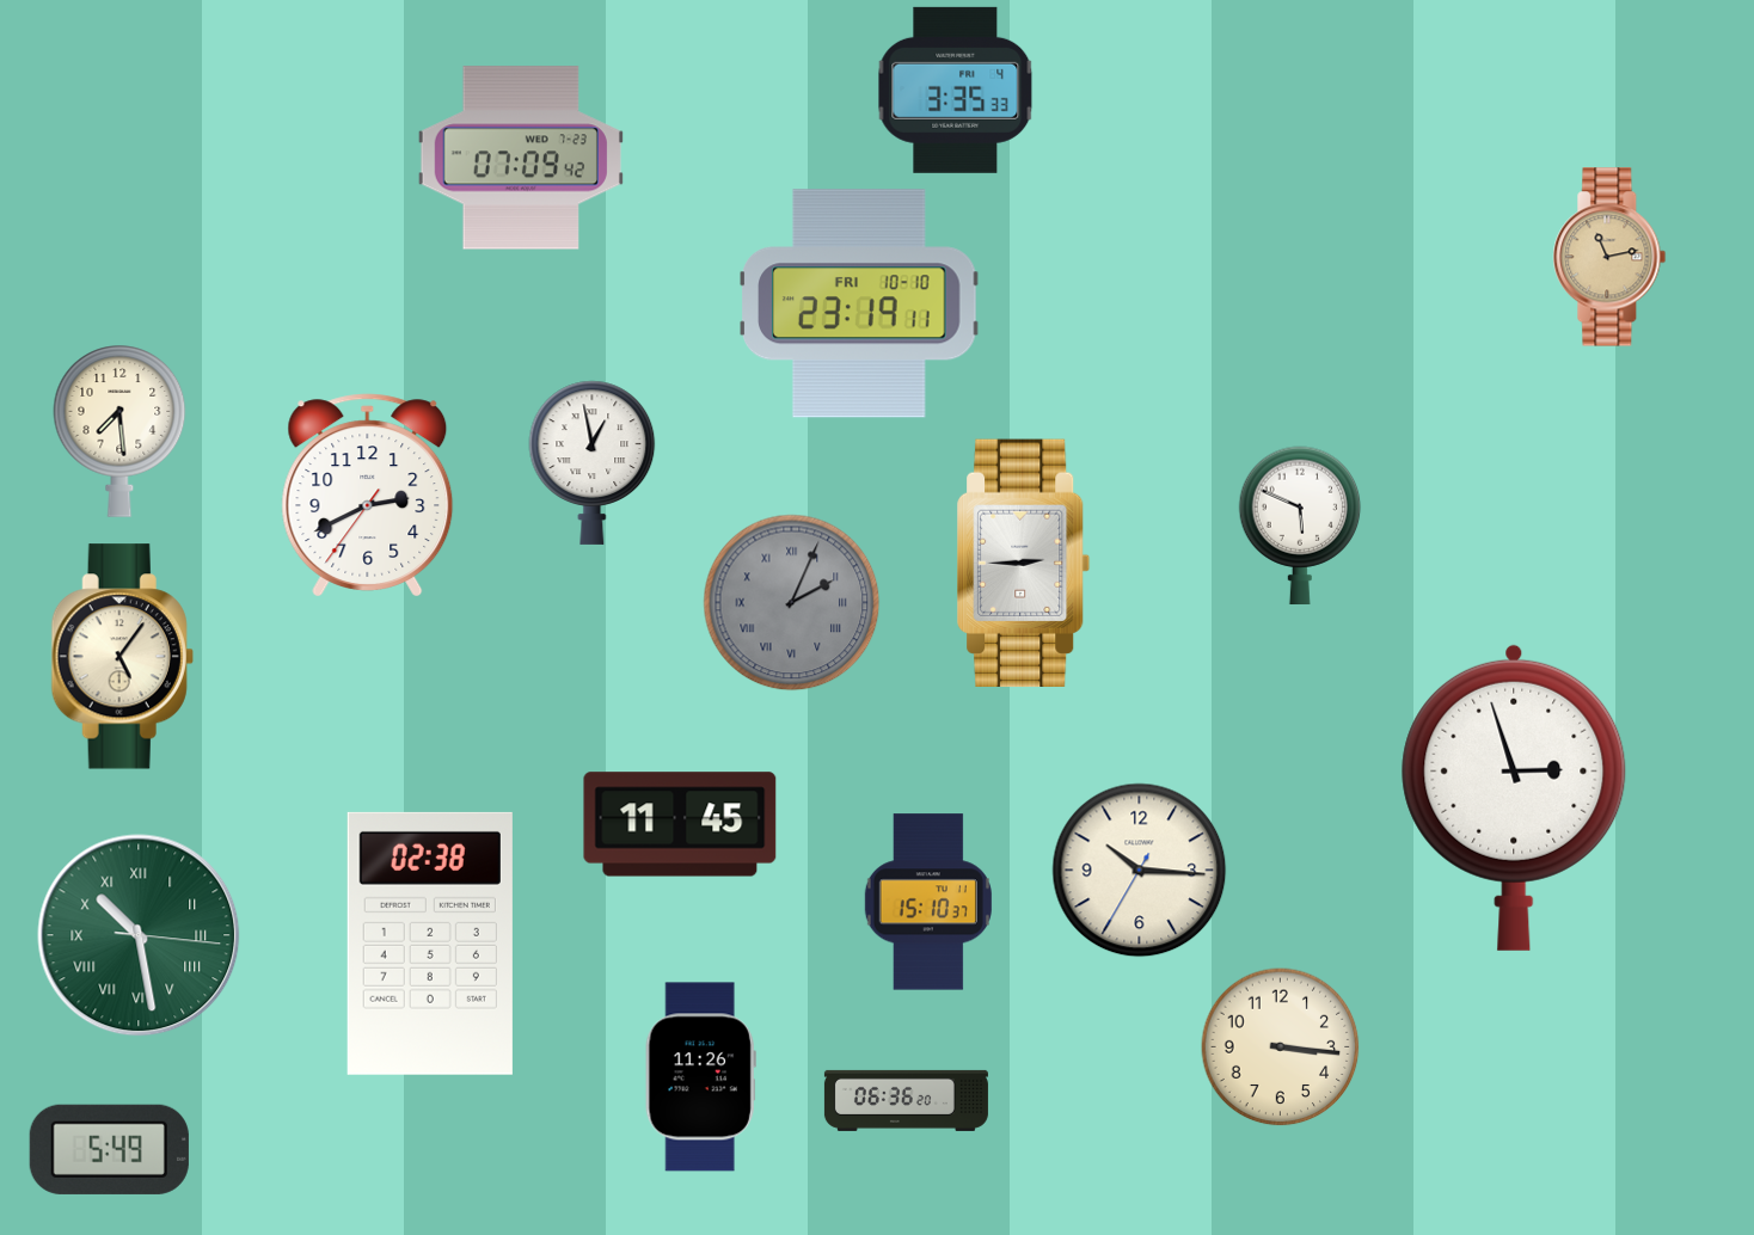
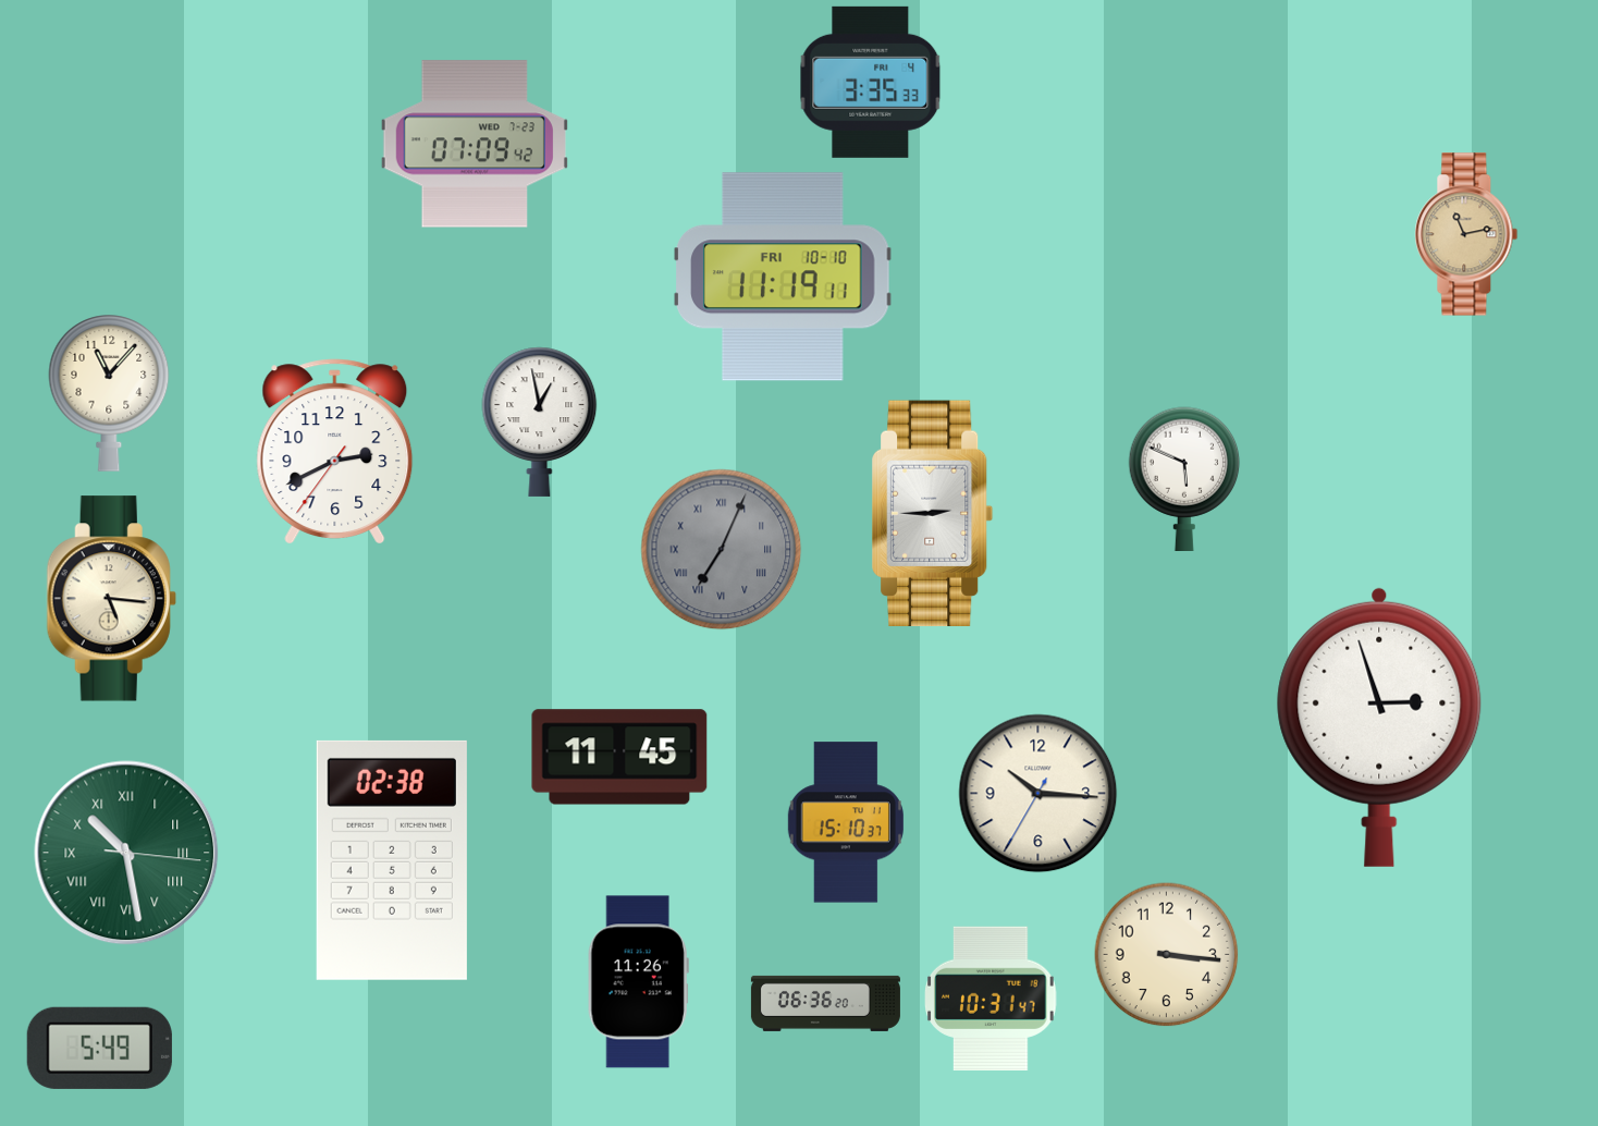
clock at (859, 303): 23:19 -> 11:19
clock at (119, 431): 7:29 -> 11:07
clock at (792, 603): 2:04 -> 7:04
clock at (122, 657): 5:06 -> 5:16
clock at (680, 824) position: (680, 824) -> (619, 757)
clock at (991, 999): none -> 10:31
